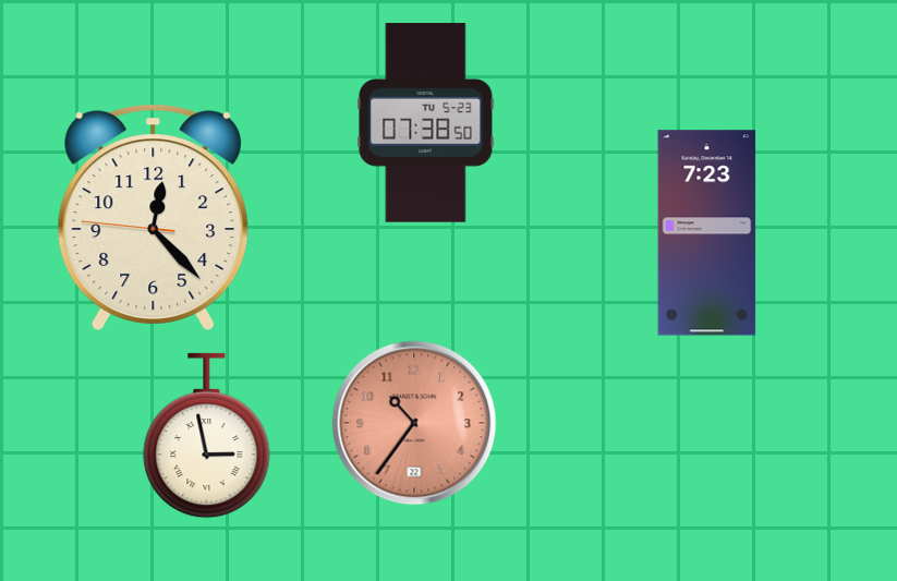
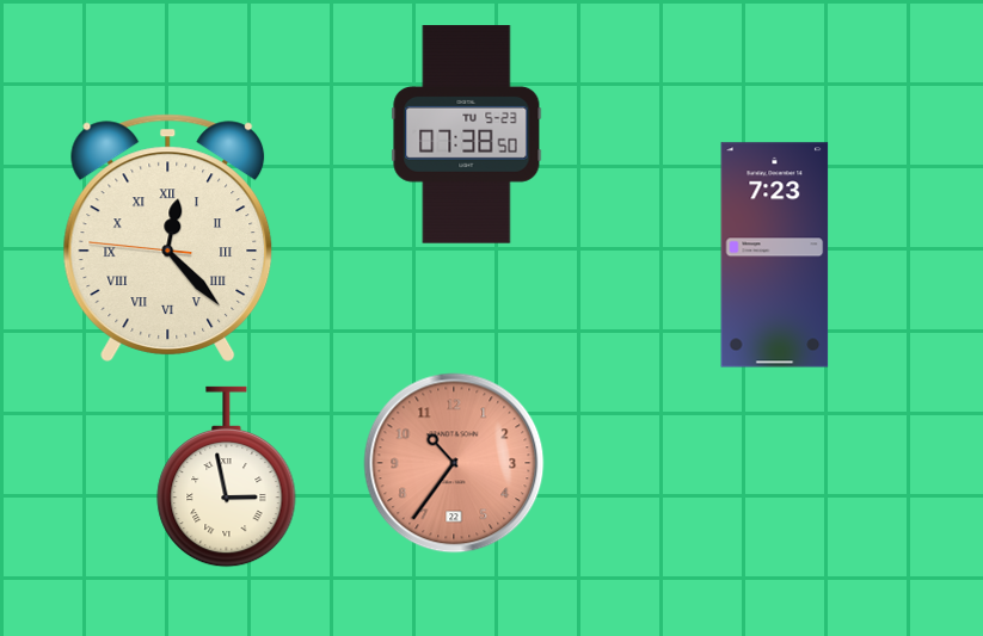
clock at (154, 217) numerals: Arabic -> Roman
